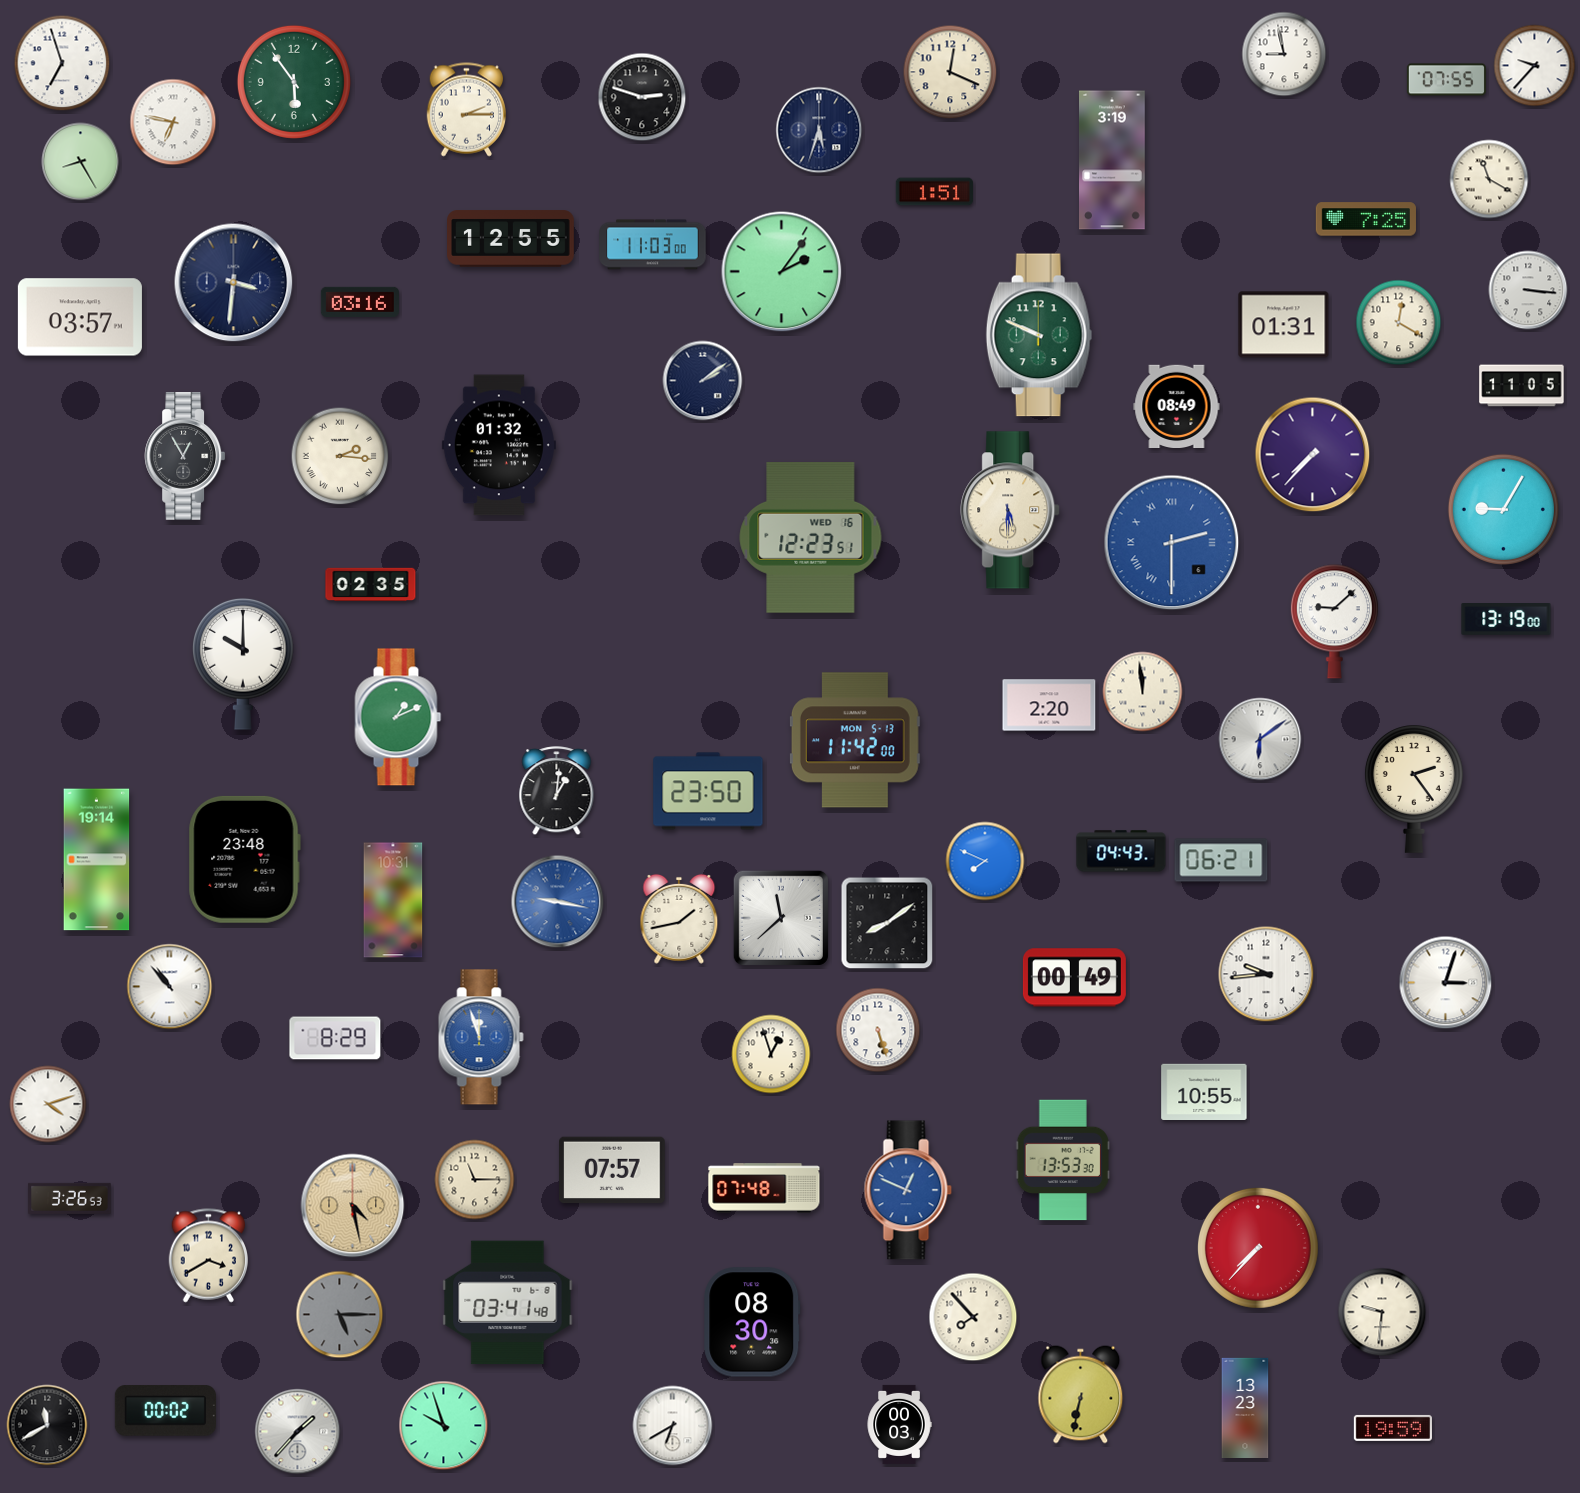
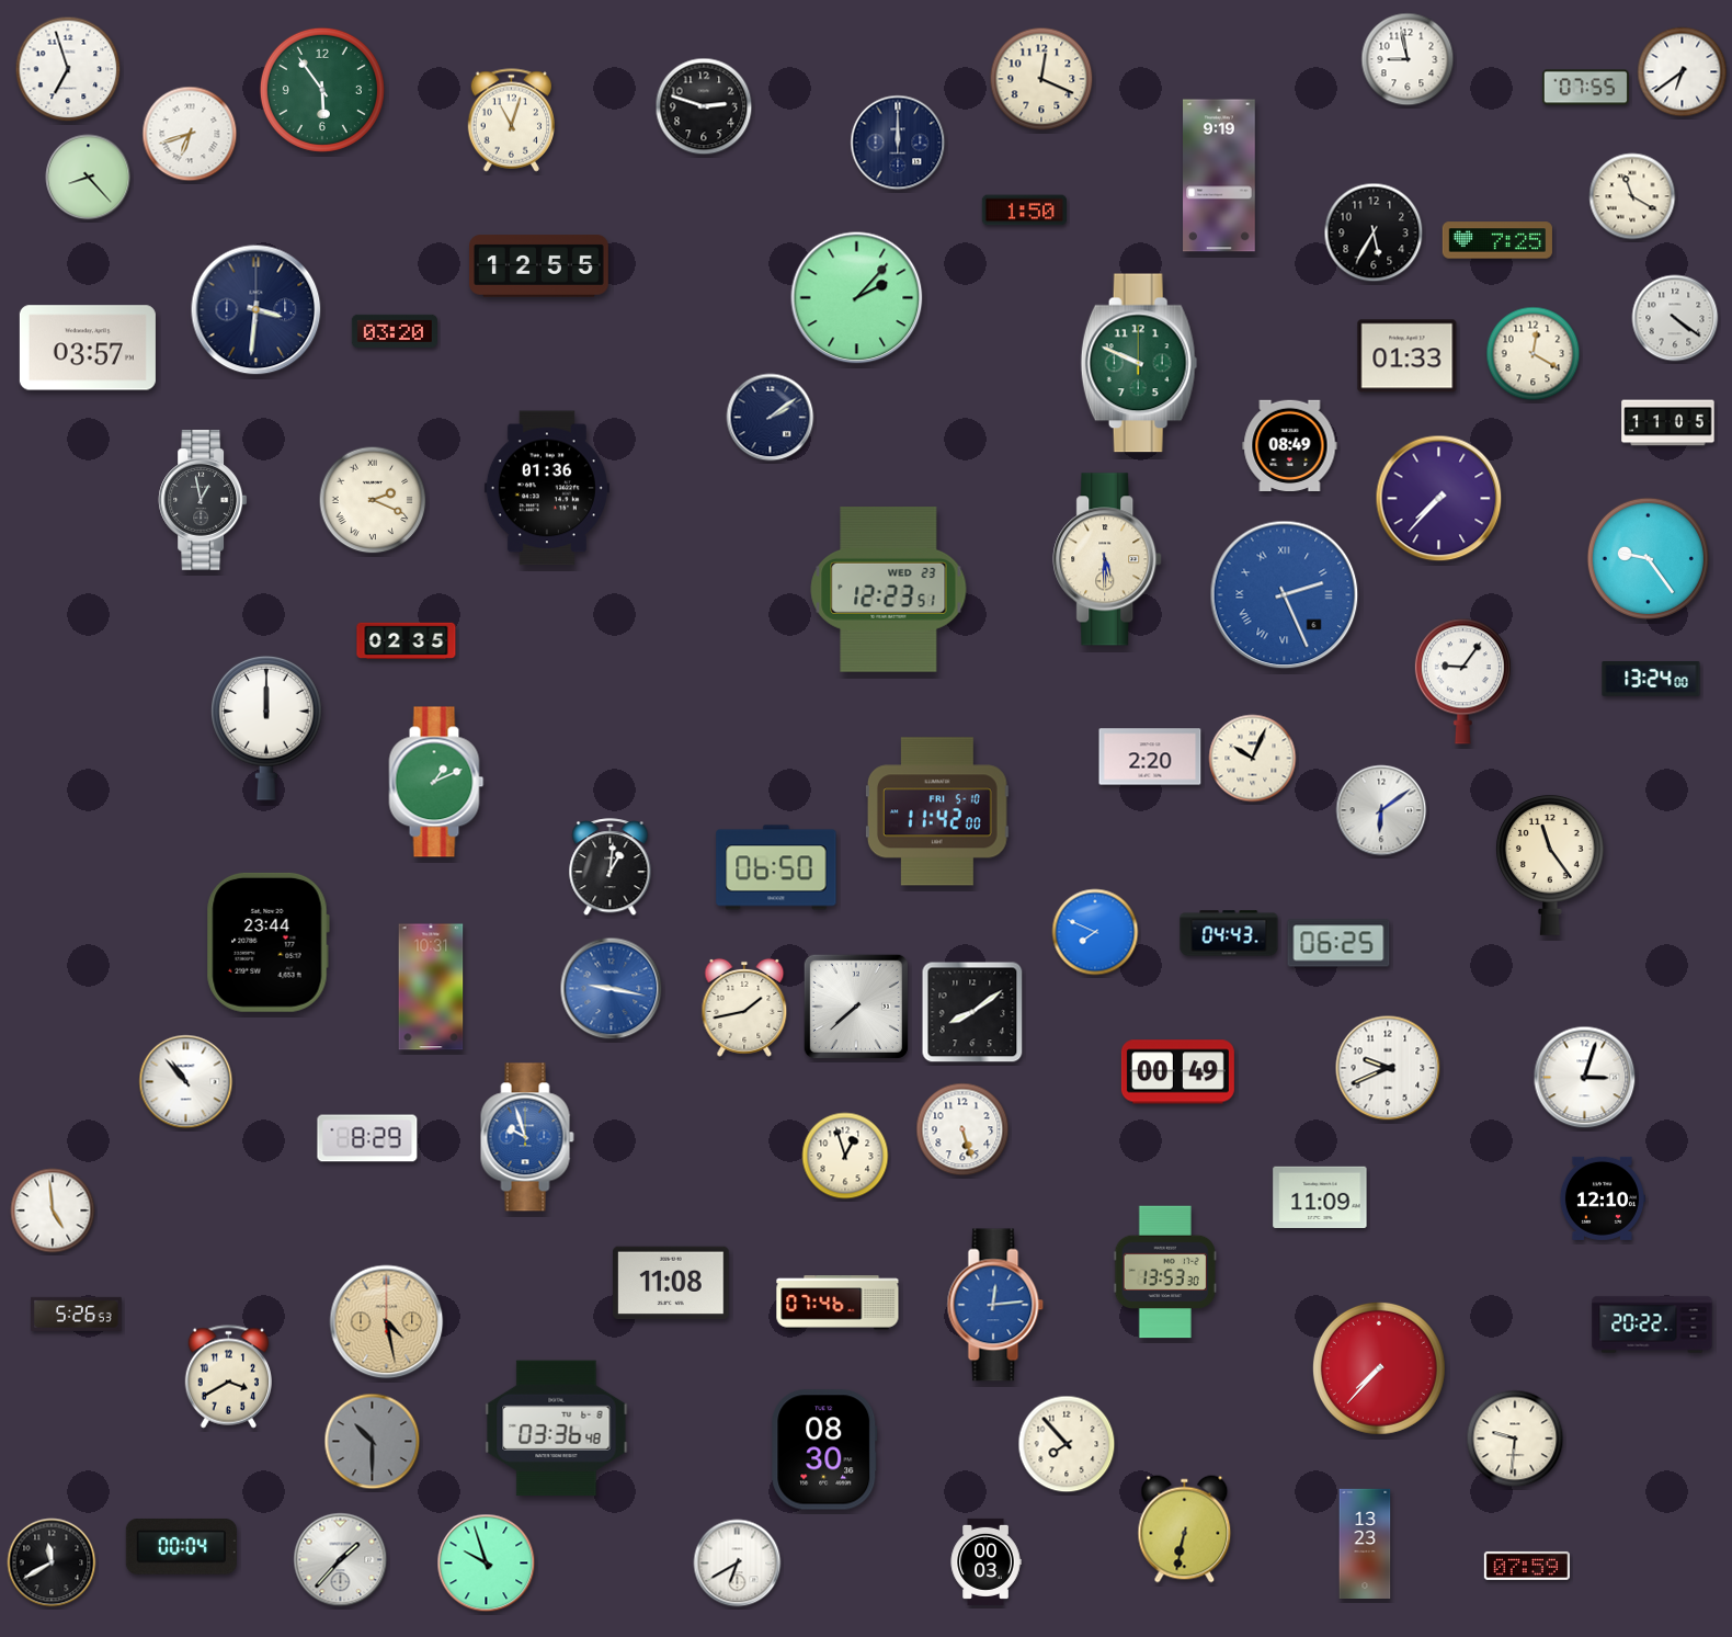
clock at (1535, 66): 9:37 -> 6:39
clock at (467, 110): 2:15 -> 11:03
clock at (173, 122): 6:47 -> 6:42
clock at (819, 130): 5:33 -> 12:00
clock at (1113, 160): 3:19 -> 9:19
clock at (81, 162): 8:25 -> 8:23
clock at (934, 192): 1:51 -> 1:50
clock at (1374, 232): none -> 5:35
clock at (511, 239) position: (511, 239) -> (539, 266)
clock at (653, 245): 11:03 -> none
clock at (782, 272): 2:06 -> 2:07
clock at (1528, 290): 3:16 -> 4:21
clock at (360, 302): 03:16 -> 03:20
clock at (1284, 325): 01:31 -> 01:33
clock at (1039, 335) position: (1039, 335) -> (1139, 363)
clock at (499, 445): 01:32 -> 01:36
clock at (340, 456): 2:16 -> 2:19
clock at (185, 457): 12:55 -> 12:58
clock at (1503, 509): 9:05 -> 9:24
clock at (811, 538) date: WED 16 -> WED 23
clock at (1172, 543): 2:30 -> 2:26
clock at (1506, 620): 13:19 -> 13:24
clock at (1334, 622): 9:08 -> 9:06
clock at (244, 664): 10:00 -> 12:00
clock at (1143, 692): 11:59 -> 10:04
clock at (1049, 705) position: (1049, 705) -> (1150, 757)
clock at (398, 717) position: (398, 717) -> (436, 782)
clock at (855, 740) date: MON 5-13 -> FRI 5-10
clock at (1414, 789): 2:24 -> 11:24
clock at (708, 791): 23:50 -> 06:50
clock at (244, 859): 23:48 -> 23:44
clock at (97, 860): 19:14 -> none
clock at (1221, 860): 06:21 -> 06:25
clock at (985, 861) position: (985, 861) -> (1095, 932)
clock at (781, 918): 11:38 -> 7:38
clock at (1266, 974): 9:44 -> 9:41
clock at (481, 1037): 11:57 -> 9:57
clock at (1204, 1091): 10:55 -> 11:09
clock at (1602, 1198): none -> 12:10
clock at (48, 1104): 4:12 -> 4:59
clock at (612, 1170): 07:57 -> 11:08
clock at (475, 1180): 11:15 -> none
clock at (764, 1188): 07:48 -> 07:46
clock at (908, 1190): 12:49 -> 12:14
clock at (70, 1198): 3:26 -> 5:26
clock at (1652, 1325): none -> 20:22
clock at (508, 1303): 03:41 -> 03:36
clock at (340, 1315): 5:15 -> 10:30
clock at (165, 1411): 00:02 -> 00:04
clock at (1393, 1428): 19:59 -> 07:59
clock at (298, 1432) position: (298, 1432) -> (341, 1560)
